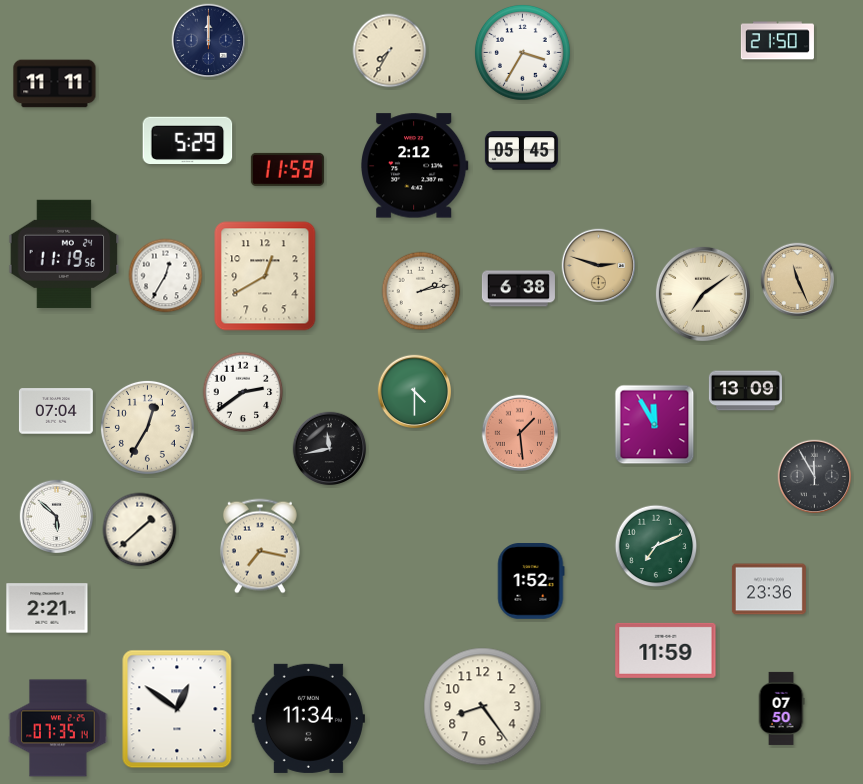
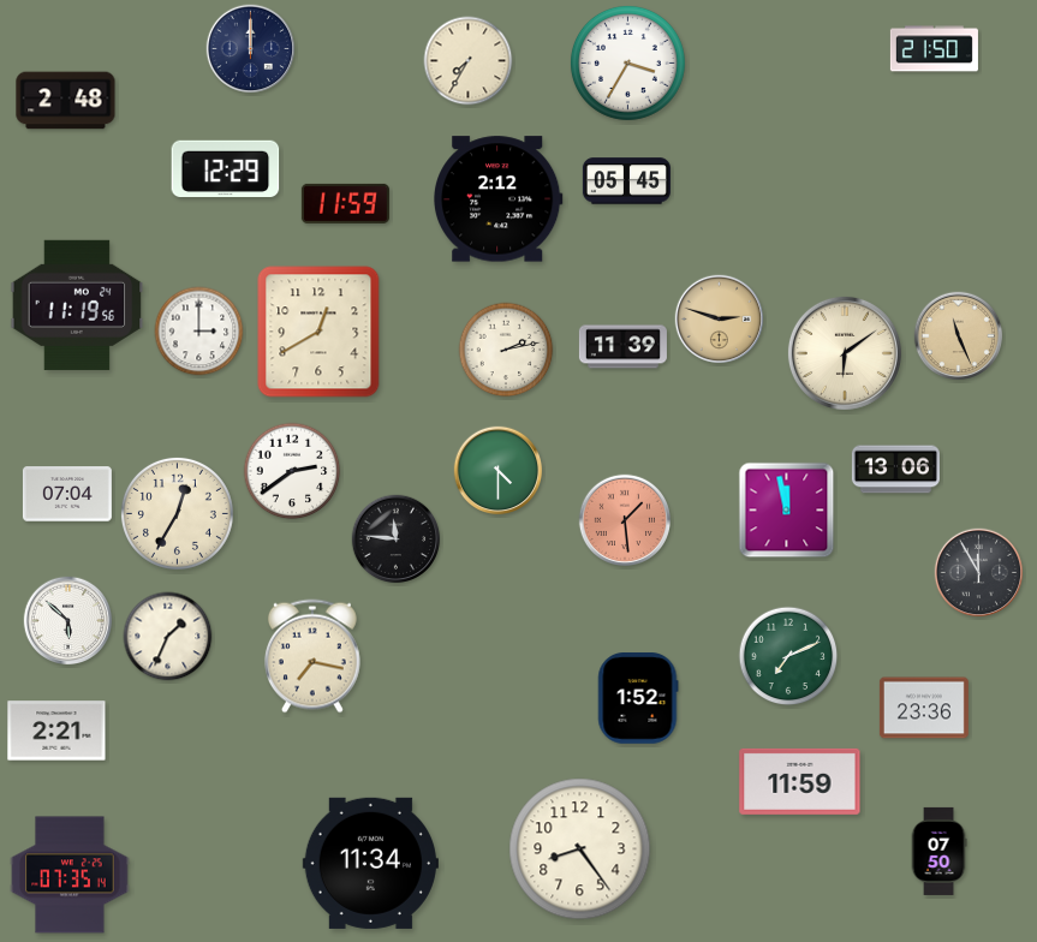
clock at (55, 84): 11:11 -> 2:48
clock at (188, 140): 5:29 -> 12:29
clock at (166, 276): 12:35 -> 3:00
clock at (518, 289): 6:38 -> 11:39
clock at (703, 294): 7:09 -> 6:09
clock at (745, 391): 13:09 -> 13:06
clock at (655, 425): 11:55 -> 11:58
clock at (330, 449): 11:43 -> 11:46
clock at (140, 530): 1:38 -> 1:34
clock at (177, 709): 12:51 -> none
